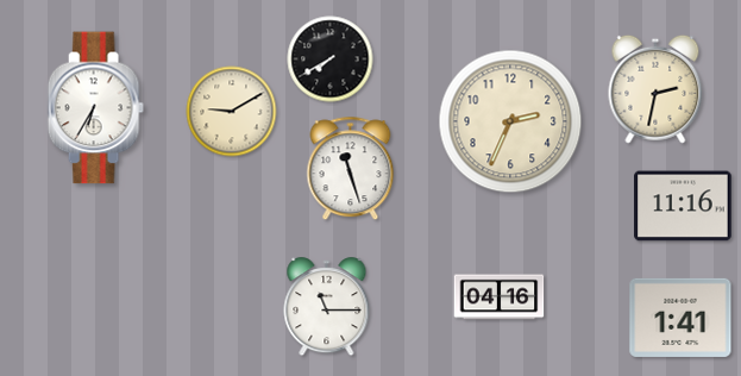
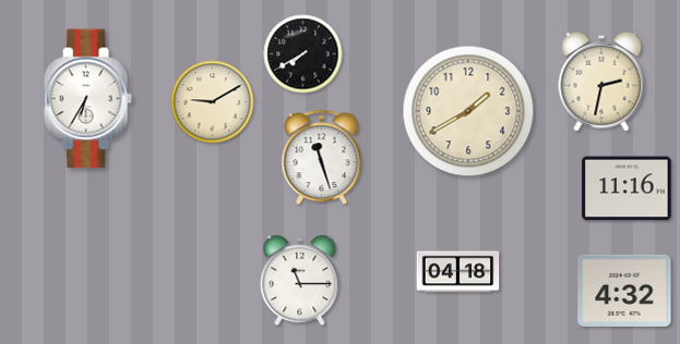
clock at (510, 121): 2:34 -> 1:40
clock at (351, 169) position: (351, 169) -> (322, 158)
clock at (500, 297): 04:16 -> 04:18
clock at (680, 318): 1:41 -> 4:32
